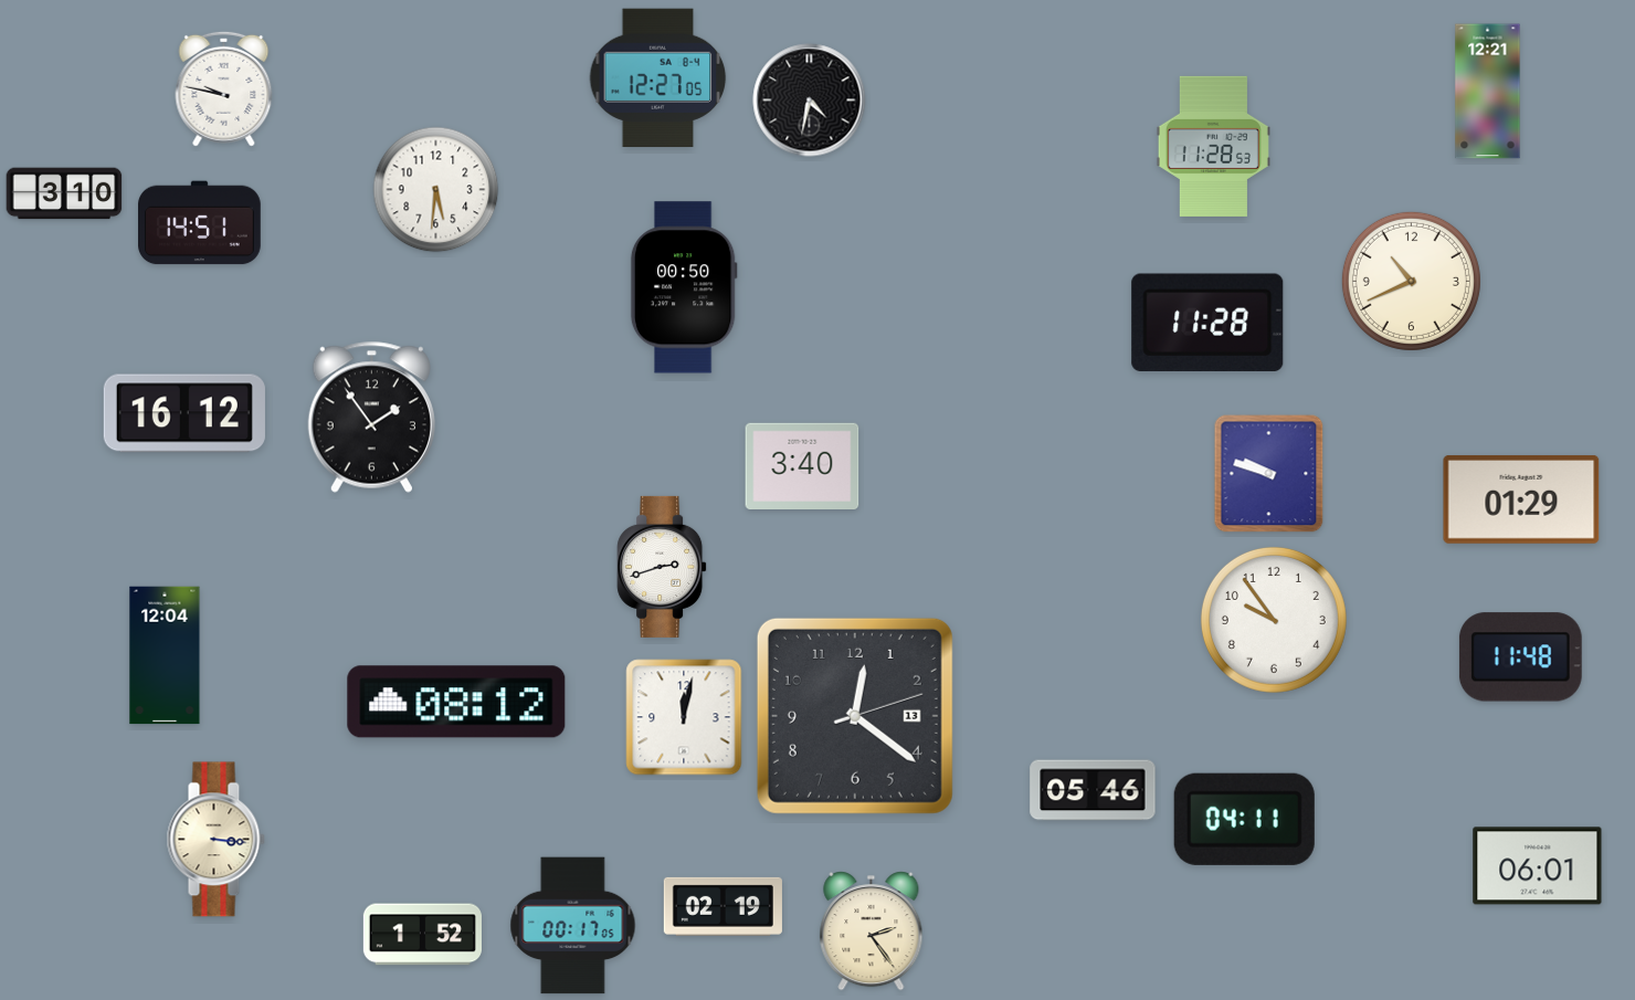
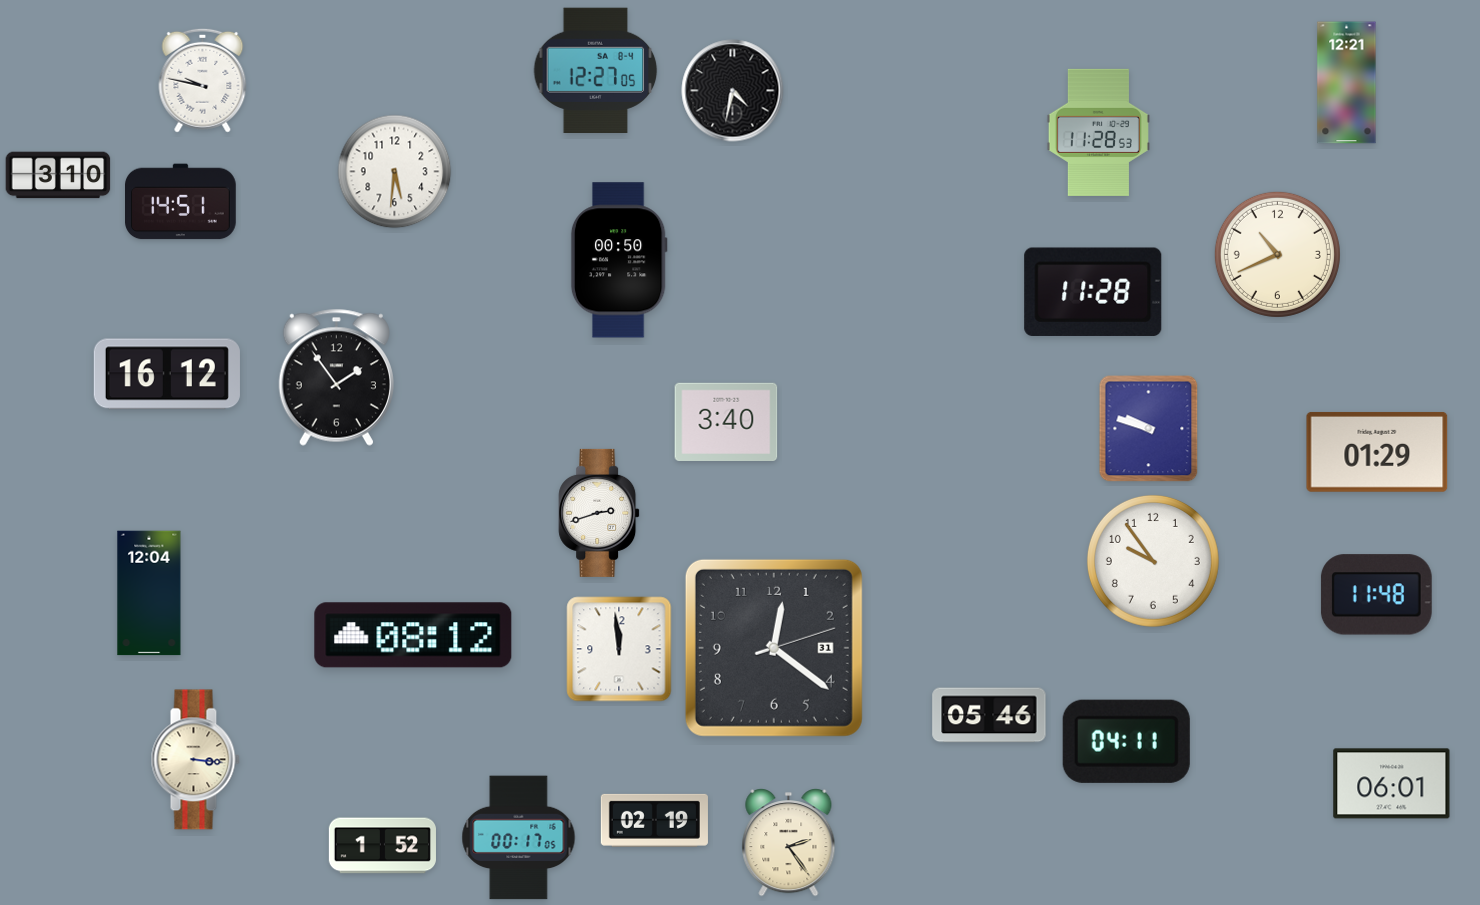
clock at (855, 716) date: 13 -> 31
clock at (684, 717): 12:02 -> 11:59
